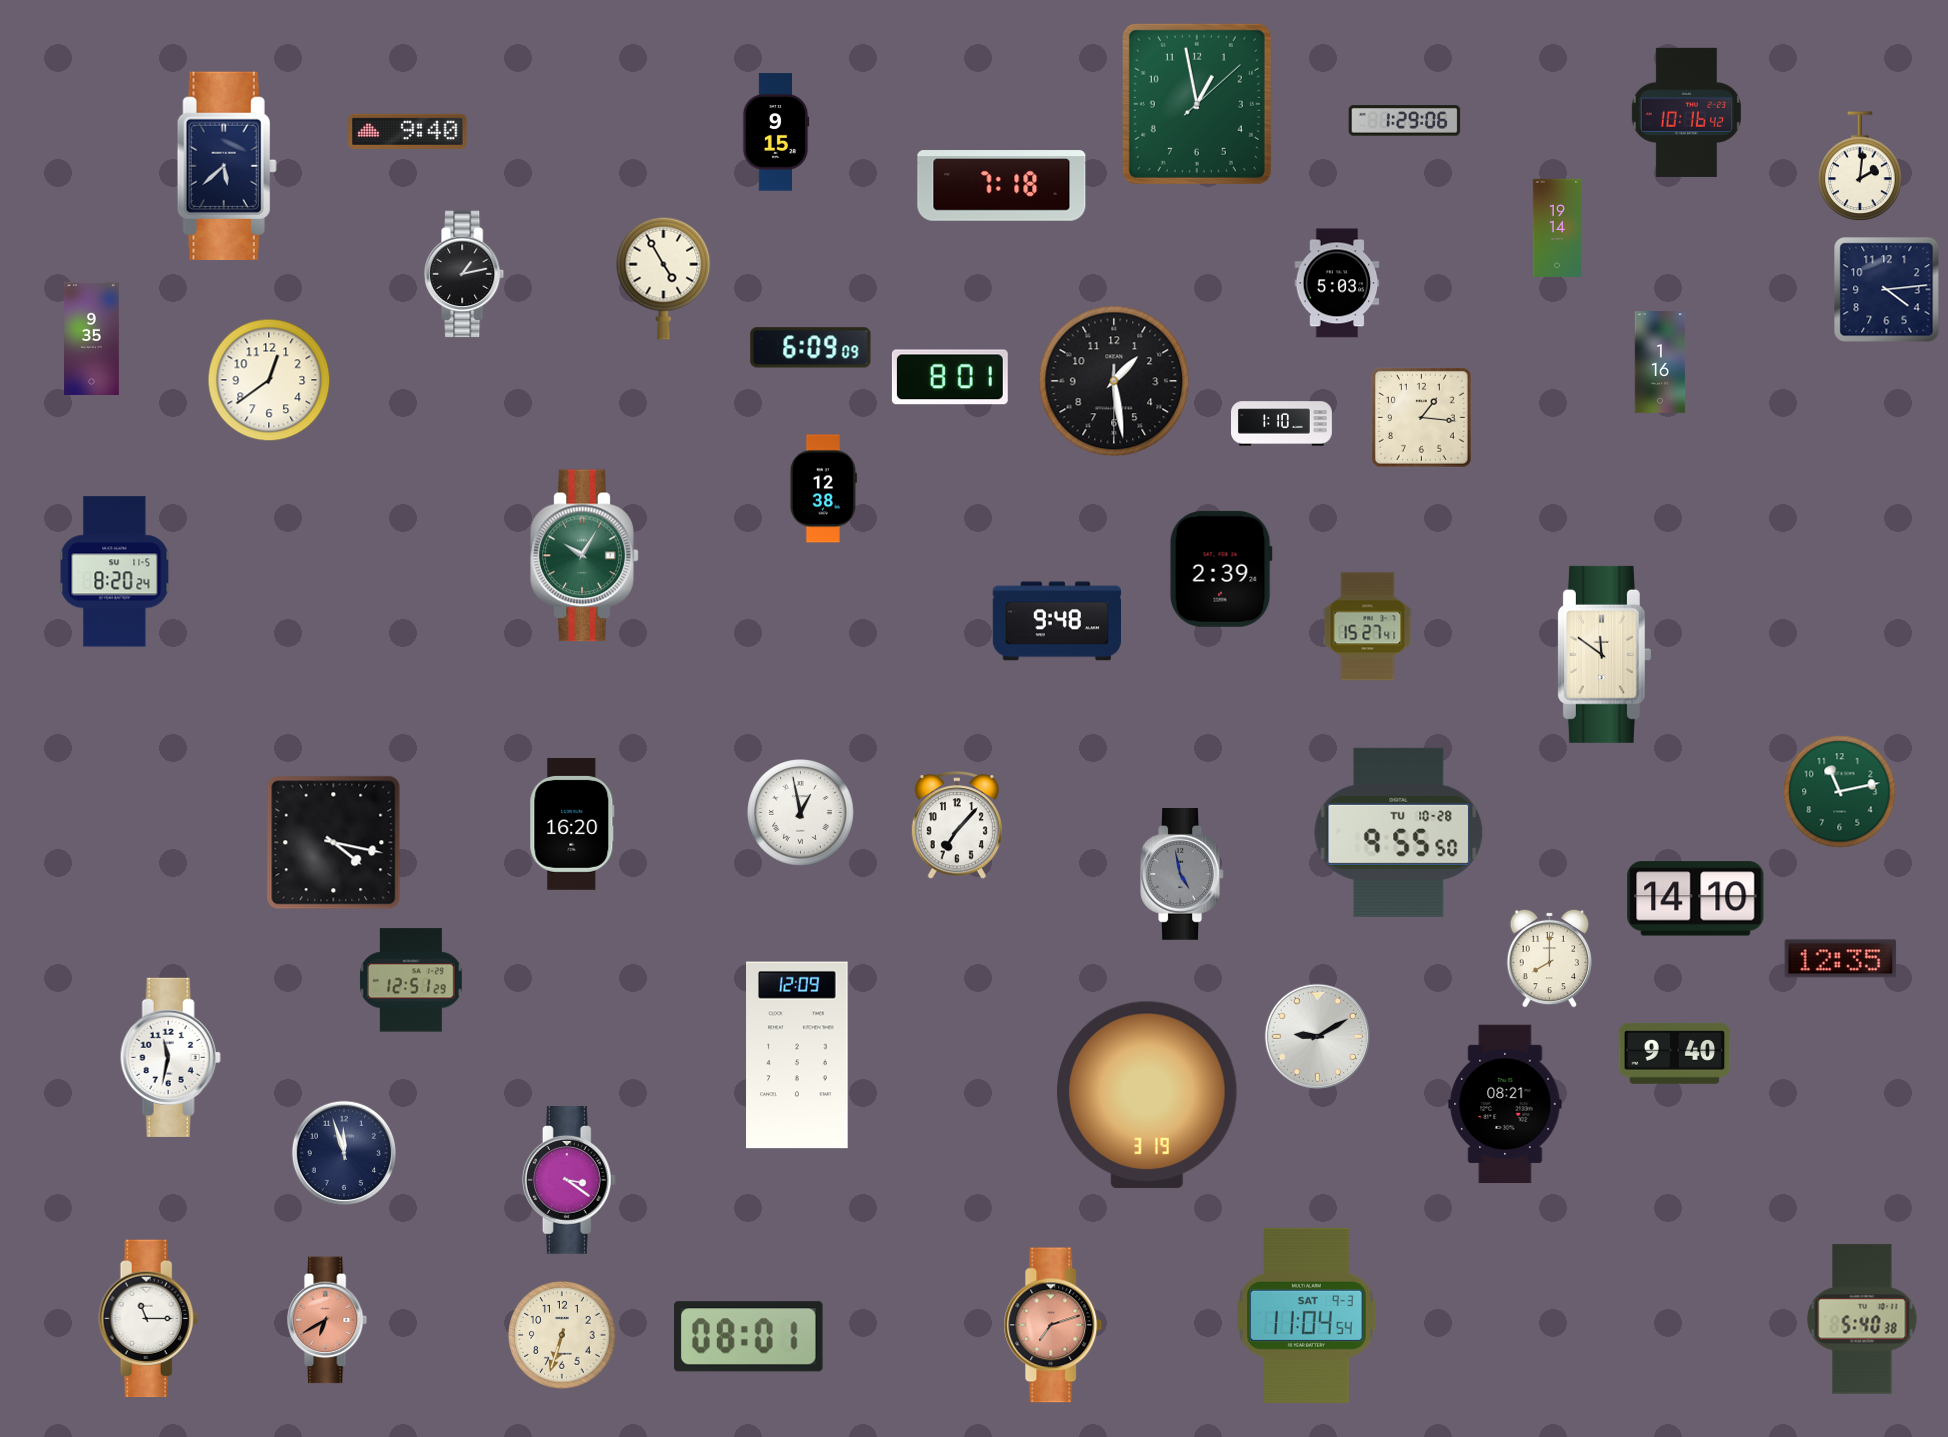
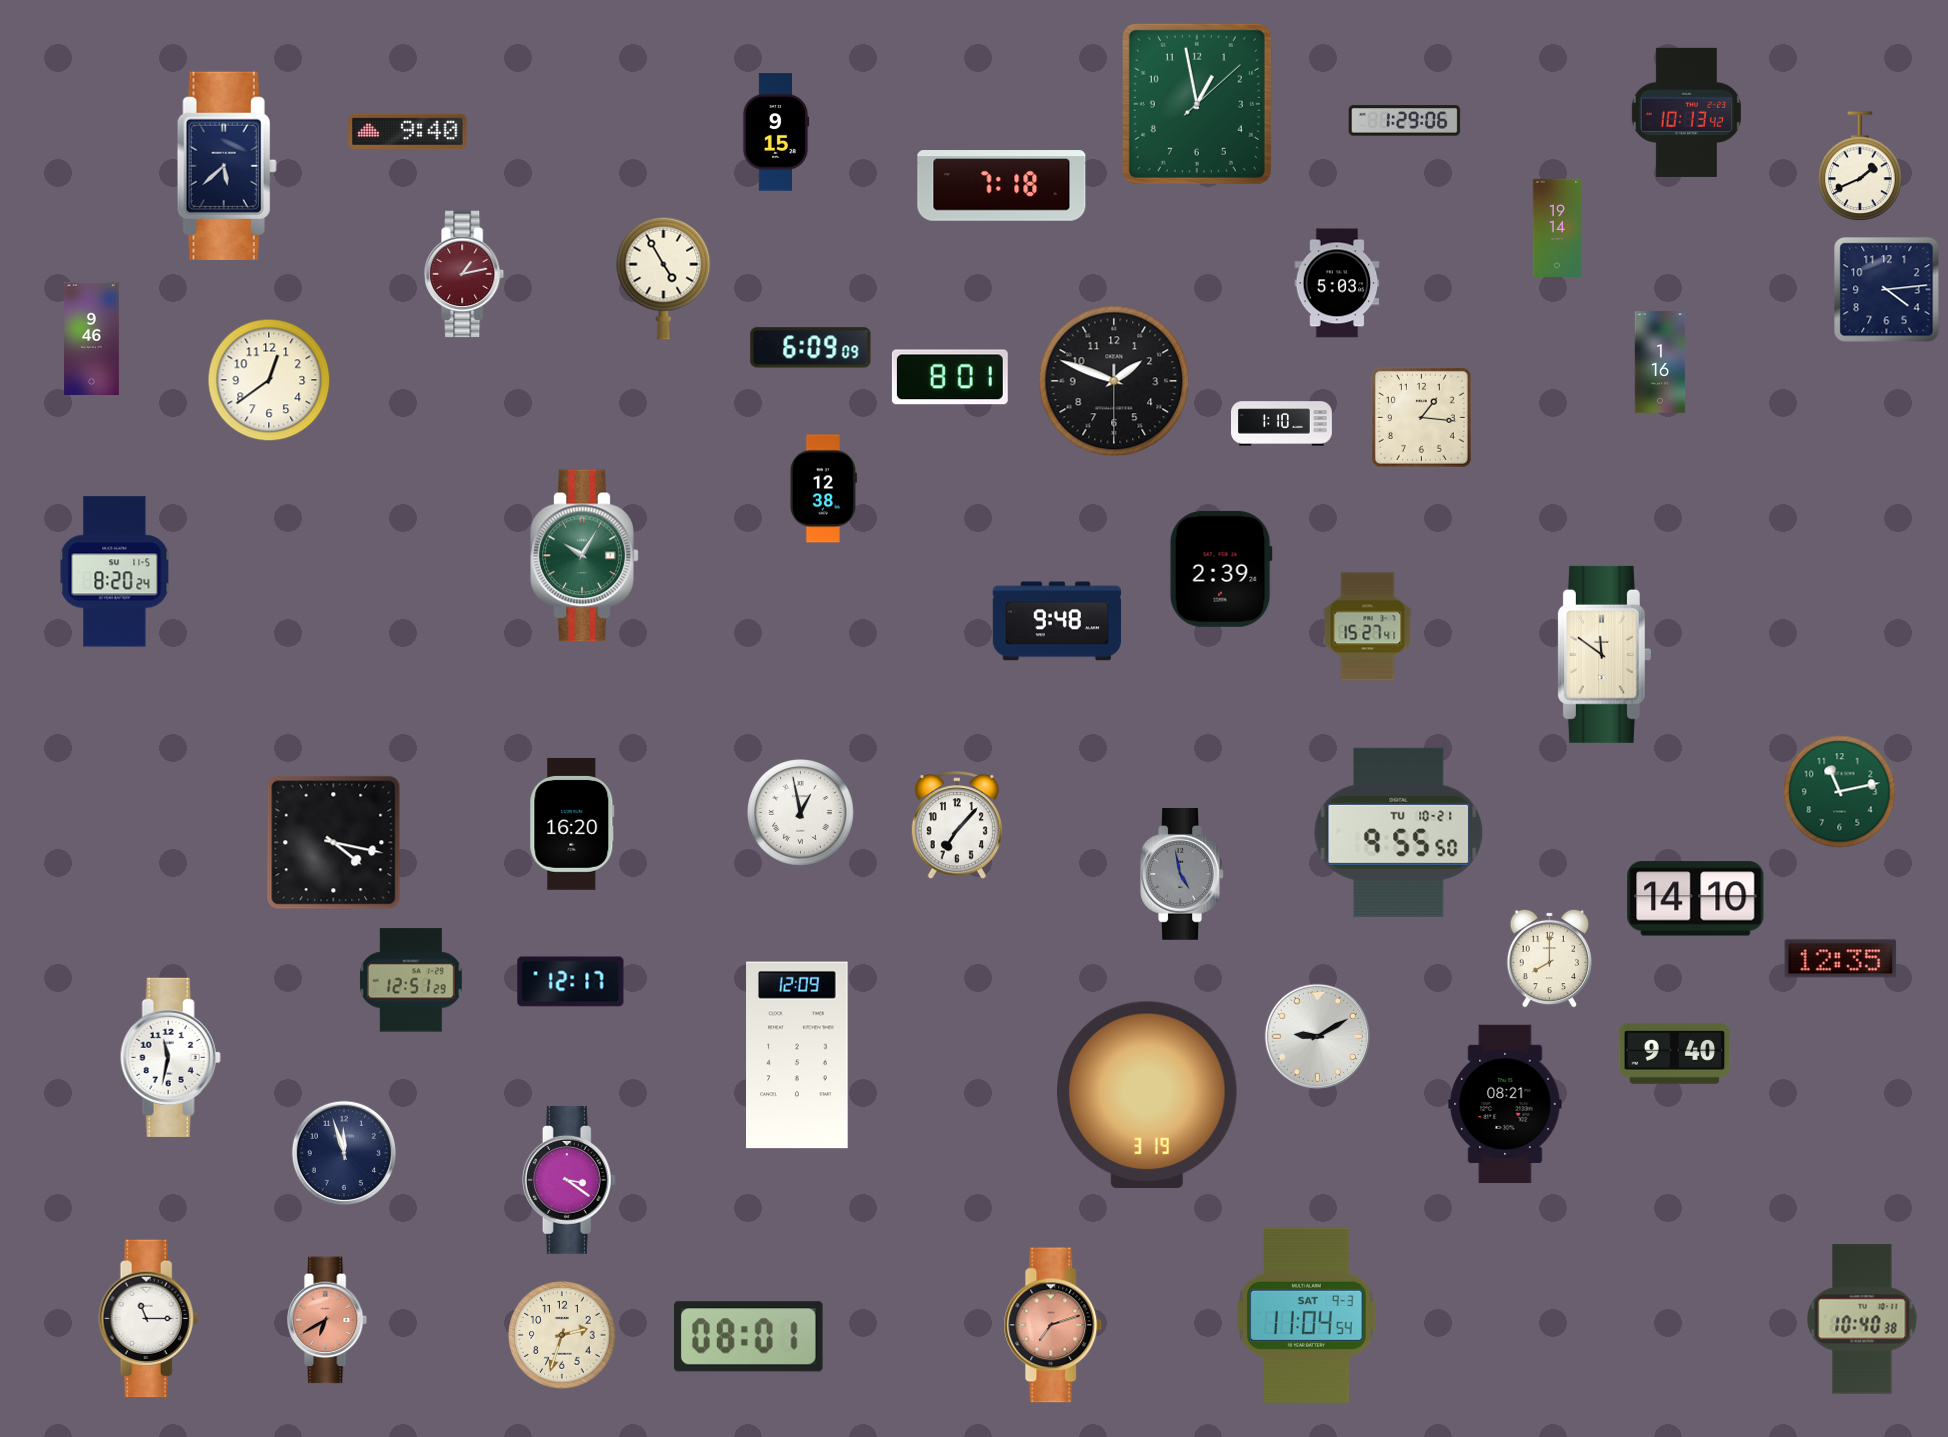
clock at (1686, 112): 10:16 -> 10:13
clock at (1860, 167): 2:01 -> 1:41
clock at (465, 274) dial: black -> burgundy
clock at (92, 338): 9:35 -> 9:46
clock at (1114, 381): 1:28 -> 1:48
clock at (1399, 832) date: TU 10-28 -> TU 10-21
clock at (571, 982): none -> 12:17
clock at (1862, 1319): 5:40 -> 10:40
clock at (562, 1335): 6:33 -> 2:33
